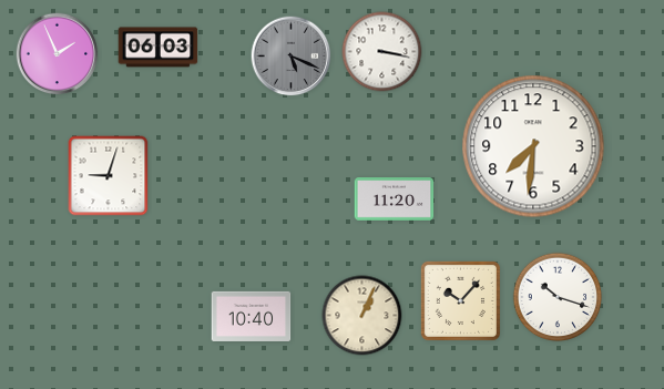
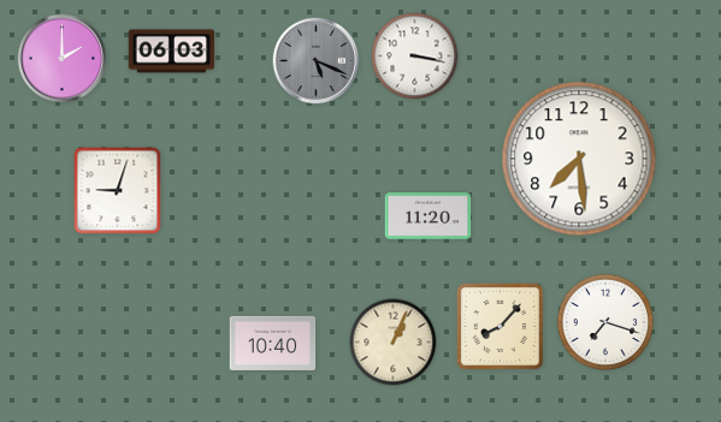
clock at (58, 54): 1:56 -> 2:00
clock at (533, 146): 7:31 -> 7:29
clock at (558, 297): 10:18 -> 7:18
clock at (460, 300): 10:07 -> 8:07
